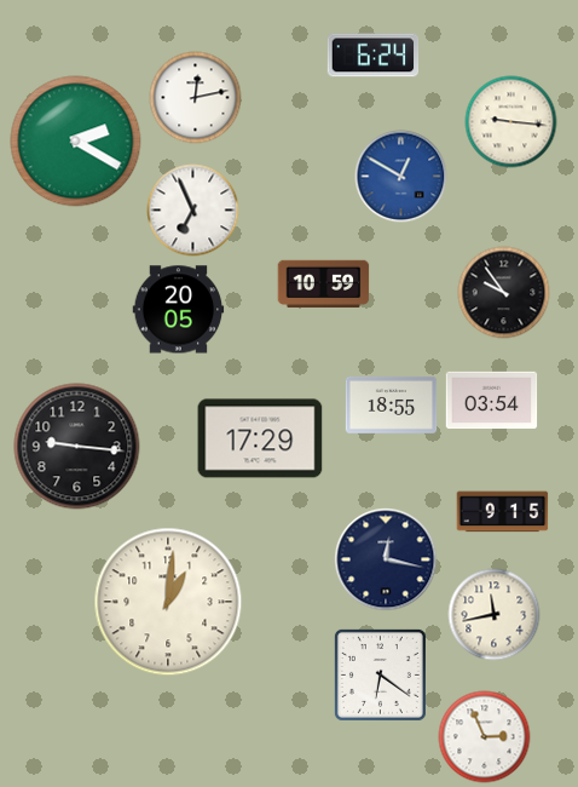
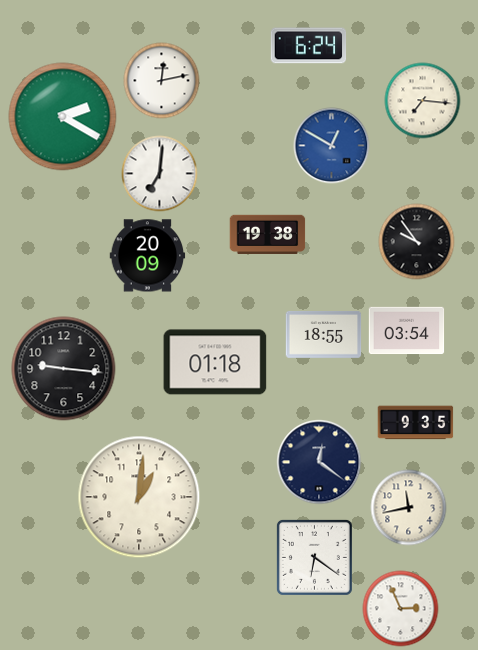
clock at (511, 122): 9:16 -> 7:16
clock at (193, 211): 6:56 -> 7:01
clock at (324, 283): 10:59 -> 19:38
clock at (179, 310): 20:05 -> 20:09
clock at (260, 438): 17:29 -> 01:18
clock at (503, 512): 9:15 -> 9:35
clock at (386, 559): 12:17 -> 12:21
